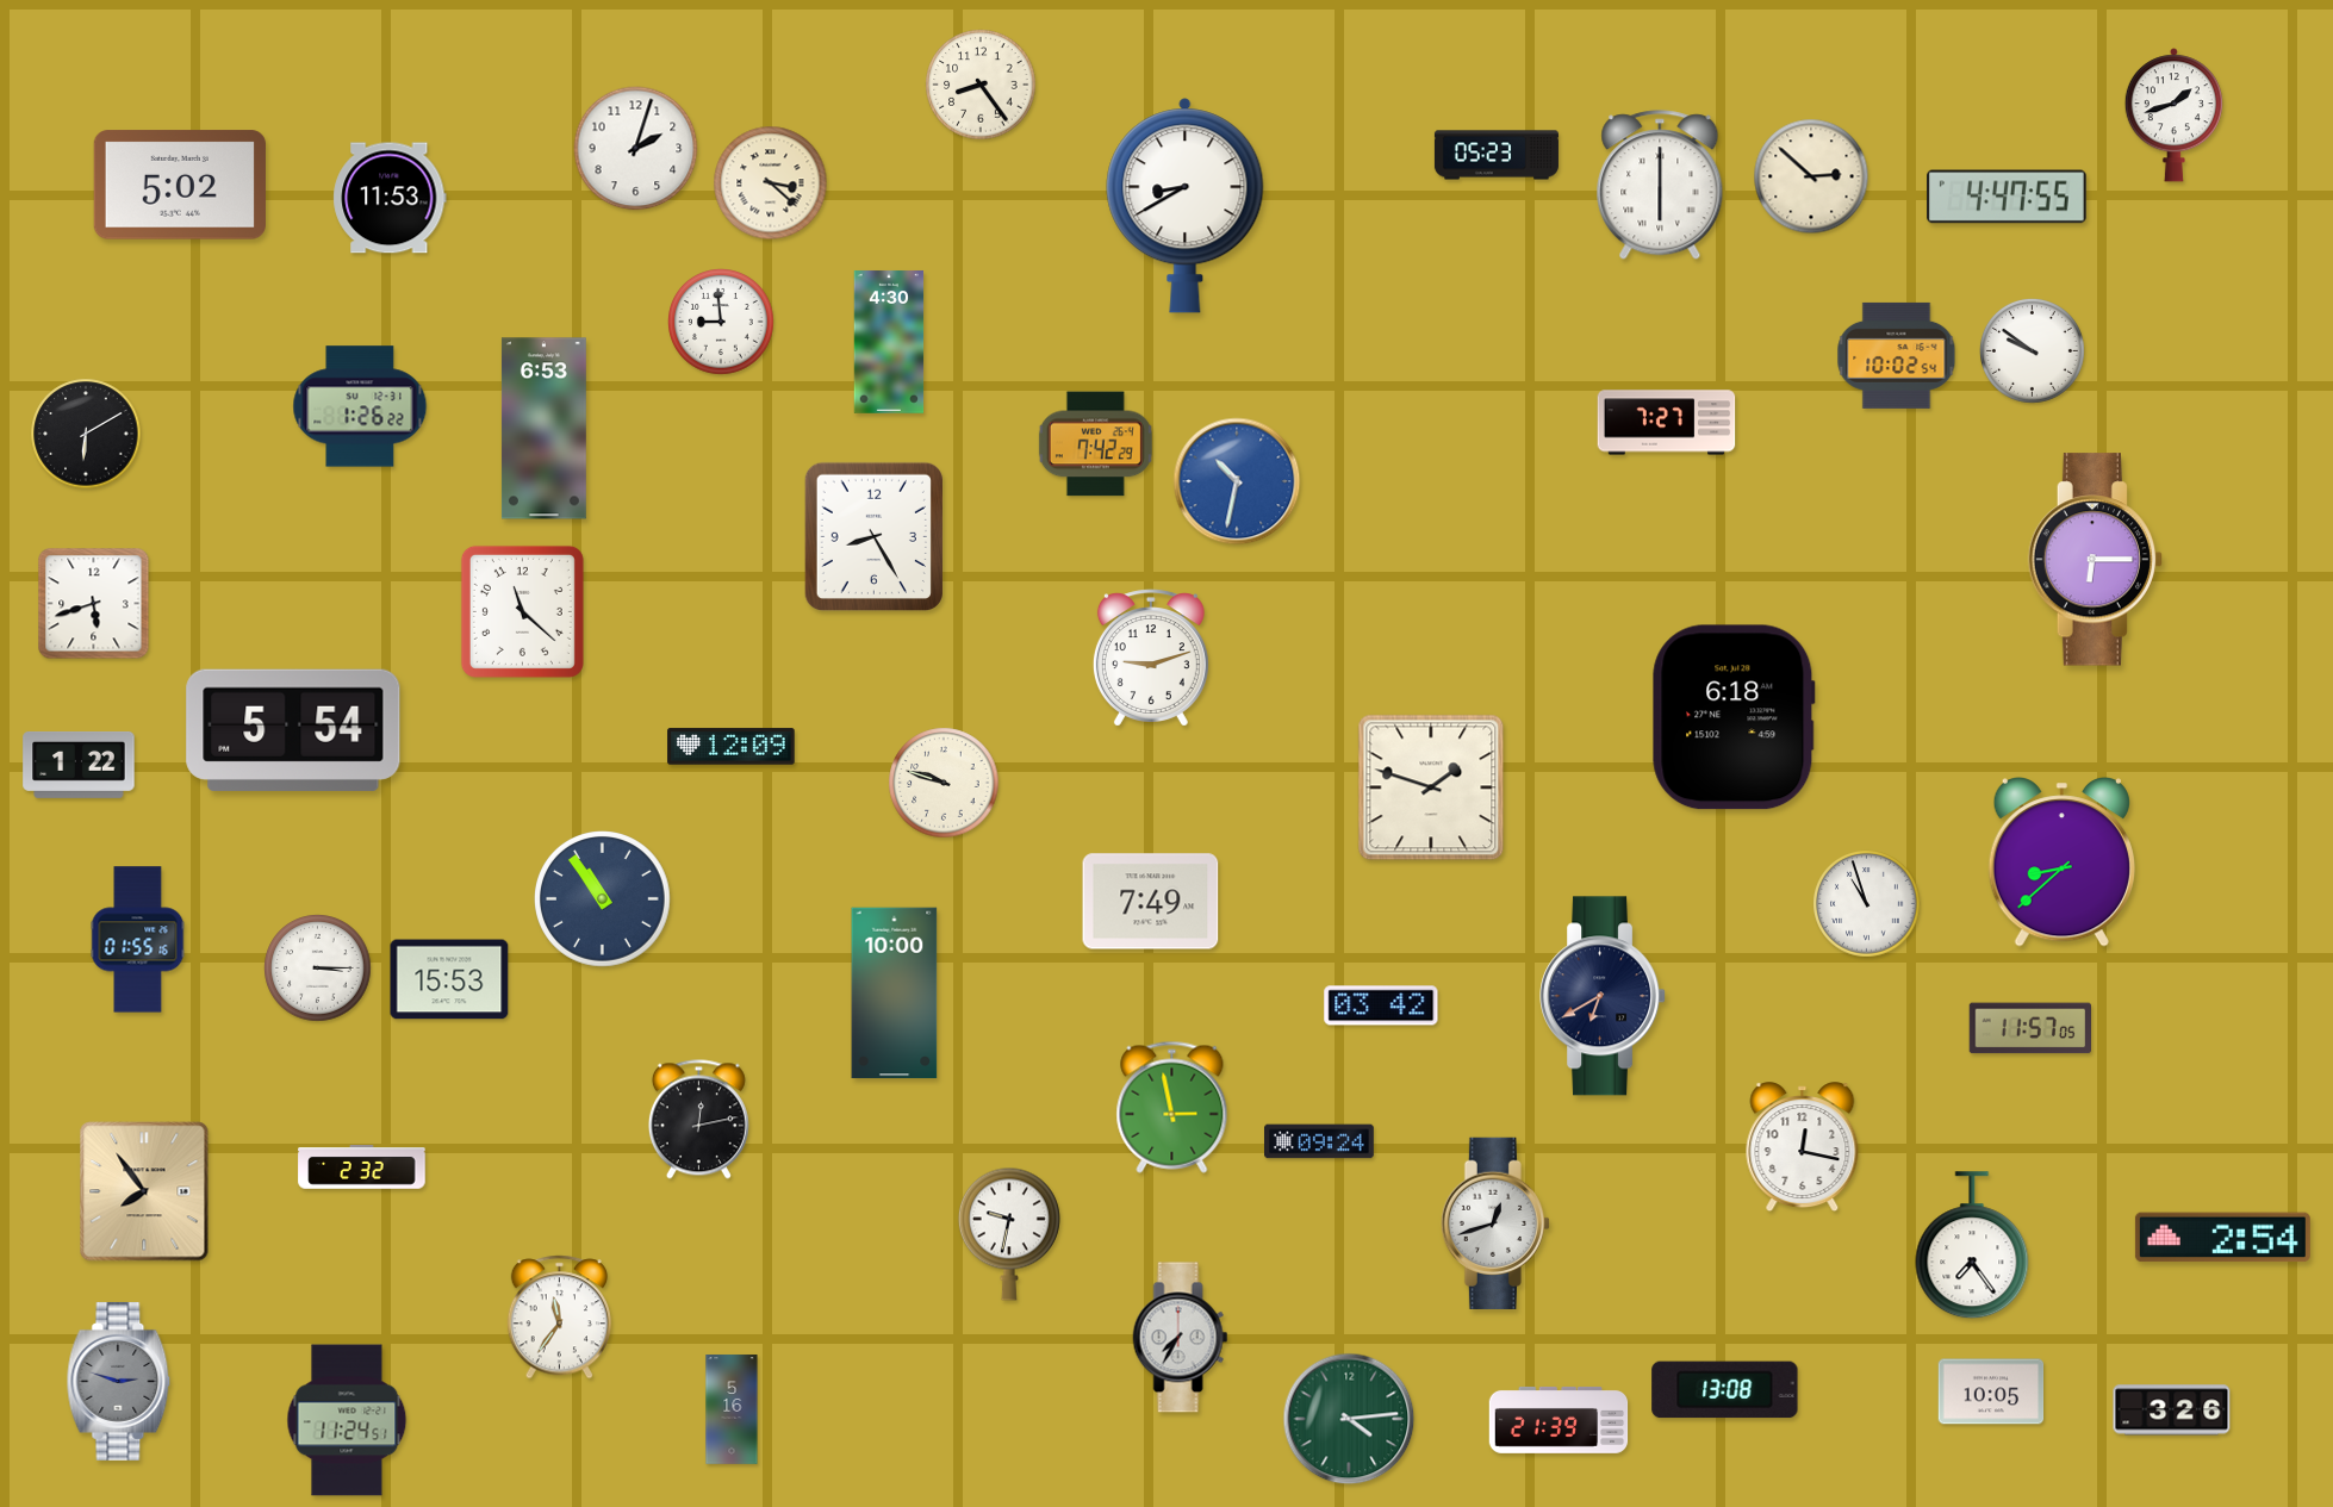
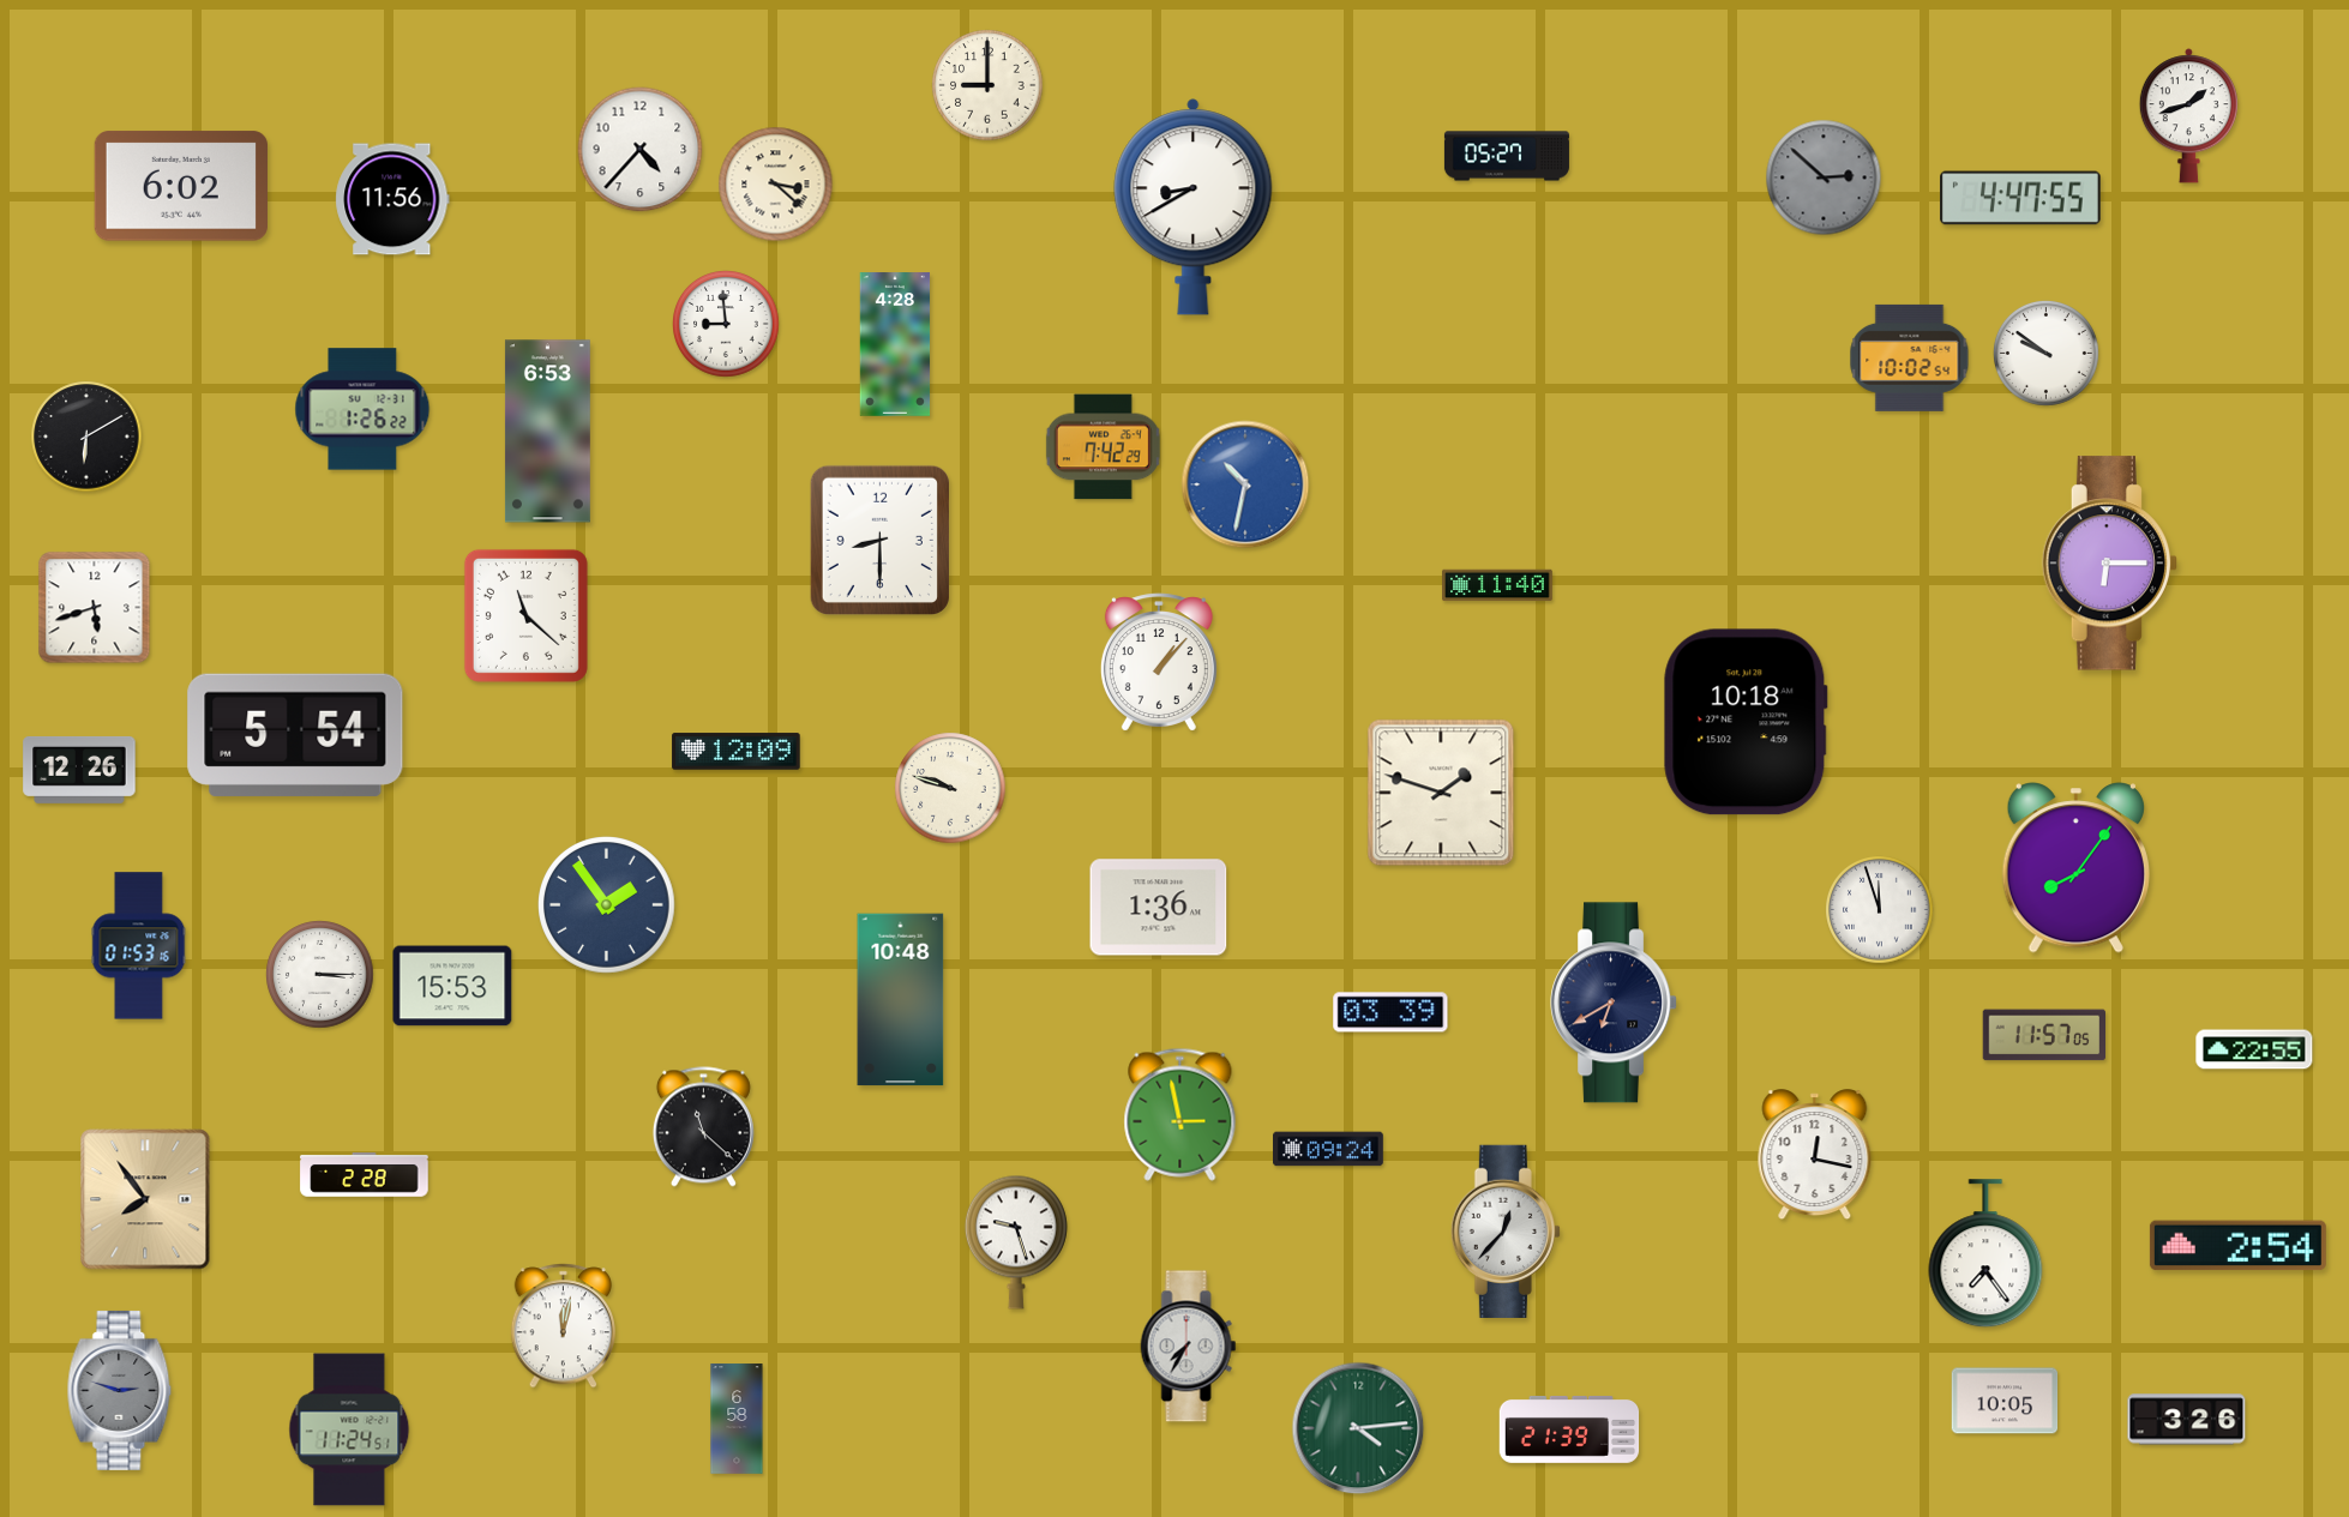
clock at (981, 85): 8:24 -> 9:00
clock at (636, 149): 2:03 -> 4:37
clock at (1497, 155): 05:23 -> 05:27
clock at (1811, 176) dial: cream -> grey
clock at (180, 185): 5:02 -> 6:02
clock at (1660, 186): 6:00 -> none
clock at (390, 198): 11:53 -> 11:56
clock at (889, 342): 4:30 -> 4:28
clock at (1667, 423): 7:27 -> none
clock at (873, 536): 8:25 -> 8:30
clock at (1498, 585): none -> 11:40
clock at (1151, 658): 9:12 -> 1:07
clock at (1734, 717): 6:18 -> 10:18
clock at (79, 765): 1:22 -> 12:26
clock at (2061, 863): 8:38 -> 8:06
clock at (603, 899): 10:54 -> 1:54
clock at (1151, 902): 7:49 -> 1:36
clock at (1867, 904): 10:57 -> 11:57
clock at (138, 940): 01:55 -> 01:53
clock at (895, 994): 10:00 -> 10:48
clock at (1381, 1005): 03:42 -> 03:39
clock at (2254, 1049): none -> 22:55
clock at (698, 1120): 12:13 -> 11:22
clock at (362, 1167): 2:32 -> 2:28
clock at (1495, 1223): 12:42 -> 12:37
clock at (1009, 1234): 9:32 -> 9:27
clock at (559, 1318): 11:36 -> 12:02
clock at (1725, 1390): 13:08 -> none
clock at (732, 1409): 5:16 -> 6:58
